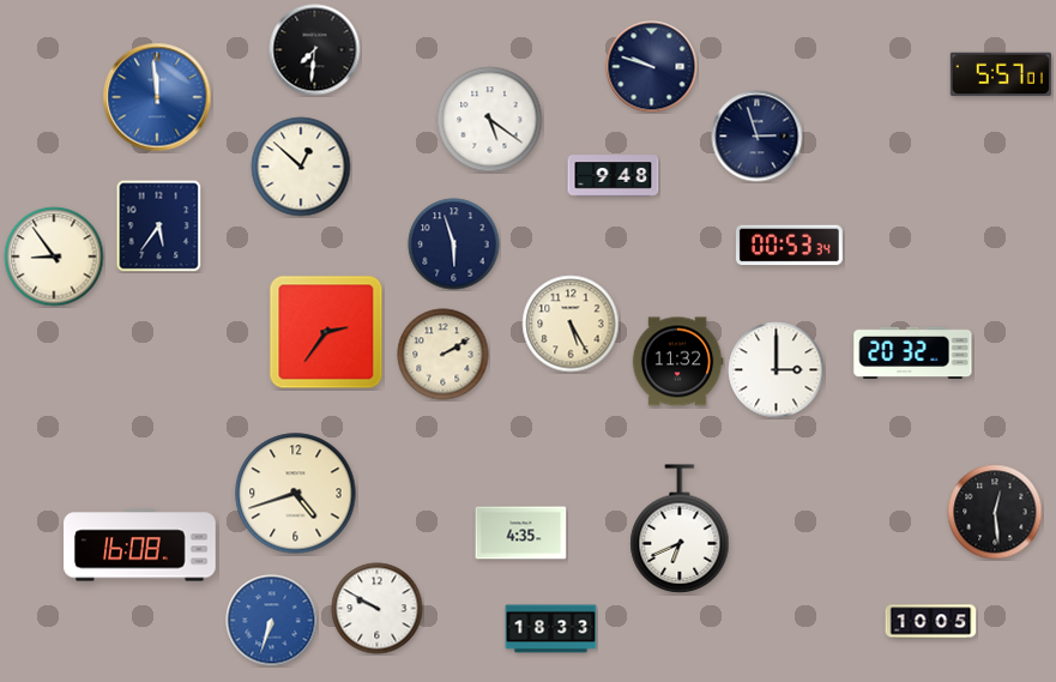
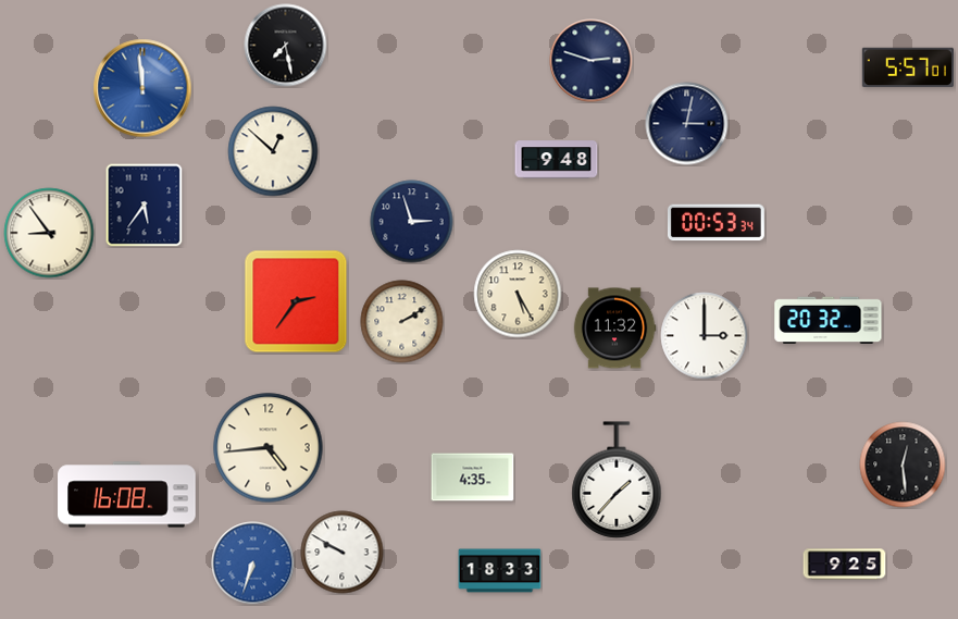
clock at (315, 50): 7:31 -> 7:28
clock at (652, 67): 9:48 -> 2:48
clock at (490, 120): 5:21 -> none
clock at (758, 137): 2:57 -> 3:02
clock at (454, 245): 5:57 -> 2:57
clock at (296, 494): 4:42 -> 4:44
clock at (680, 529): 6:41 -> 1:37
clock at (521, 533) position: (521, 533) -> (473, 478)
clock at (272, 621) position: (272, 621) -> (253, 564)
clock at (931, 622): 10:05 -> 9:25
